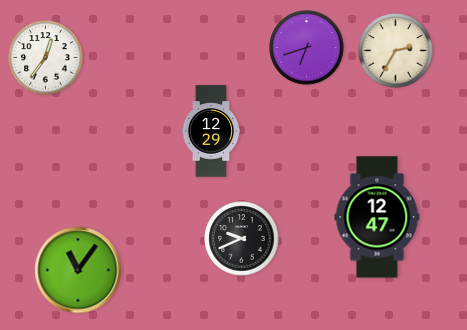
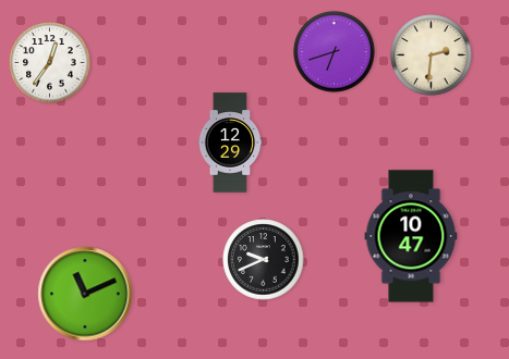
clock at (396, 51): 2:35 -> 2:31
clock at (377, 217): 12:47 -> 10:47
clock at (78, 270): 11:06 -> 11:11
